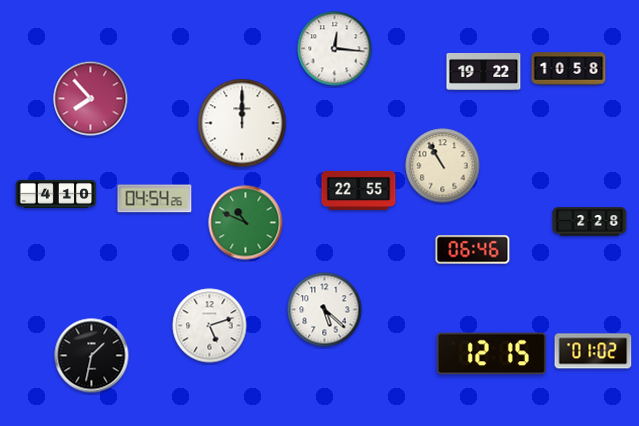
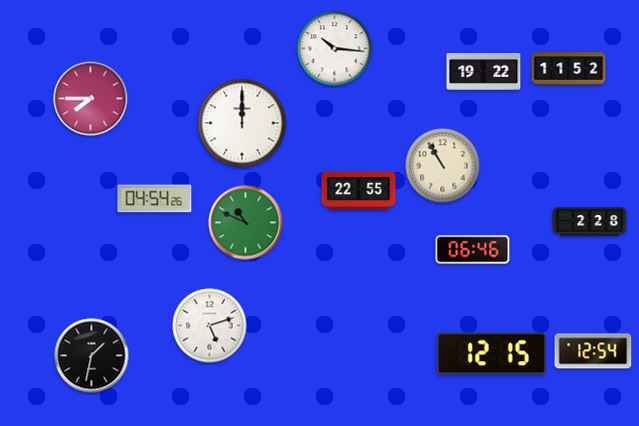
clock at (335, 49): 12:16 -> 10:16
clock at (569, 69): 10:58 -> 11:52
clock at (91, 99): 7:53 -> 7:45
clock at (56, 194): 4:10 -> none
clock at (325, 310): 5:22 -> none
clock at (593, 351): 01:02 -> 12:54
